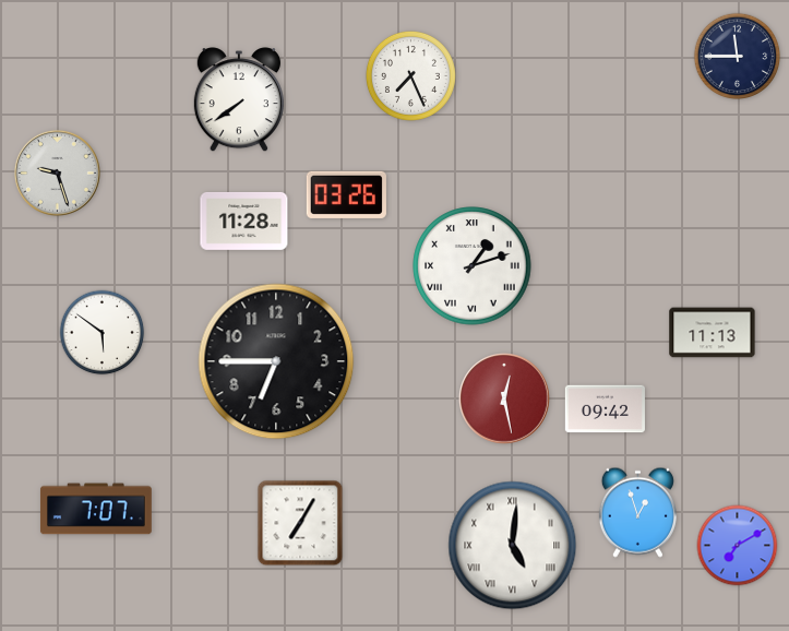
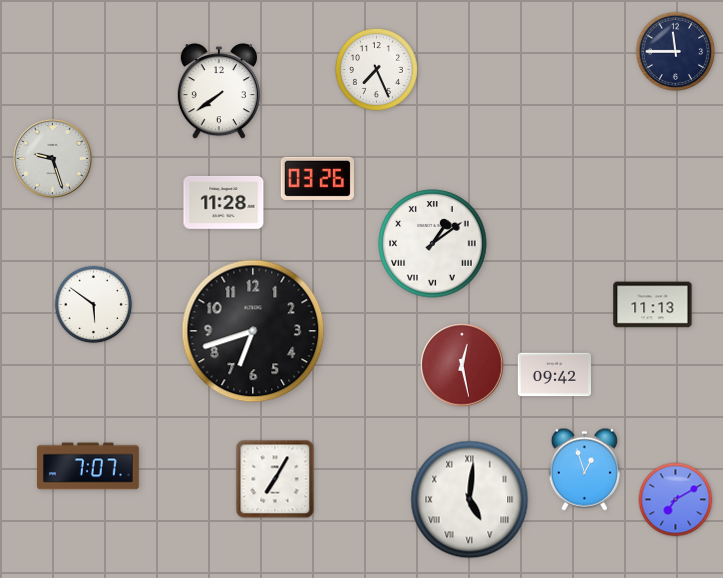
clock at (473, 266): 1:12 -> 1:09
clock at (276, 361): 6:45 -> 6:42
